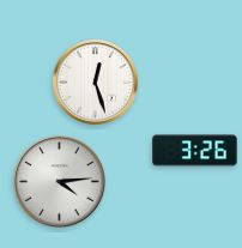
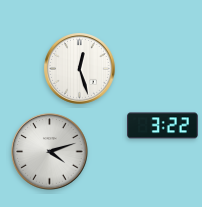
clock at (195, 151): 3:26 -> 3:22
clock at (60, 182): 4:14 -> 4:12
